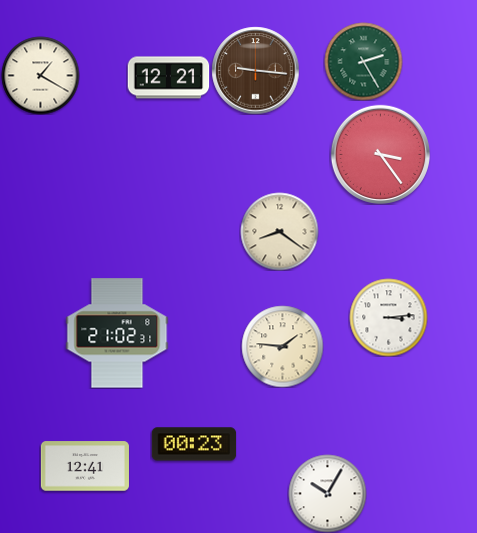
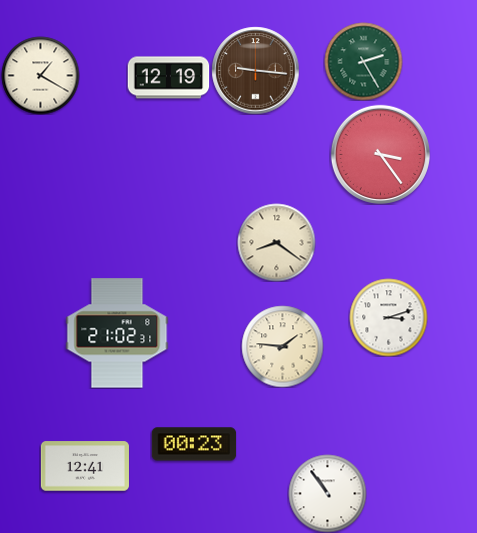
clock at (168, 78): 12:21 -> 12:19
clock at (279, 231) position: (279, 231) -> (276, 242)
clock at (388, 317): 3:14 -> 3:12
clock at (327, 493): 10:05 -> 10:54
